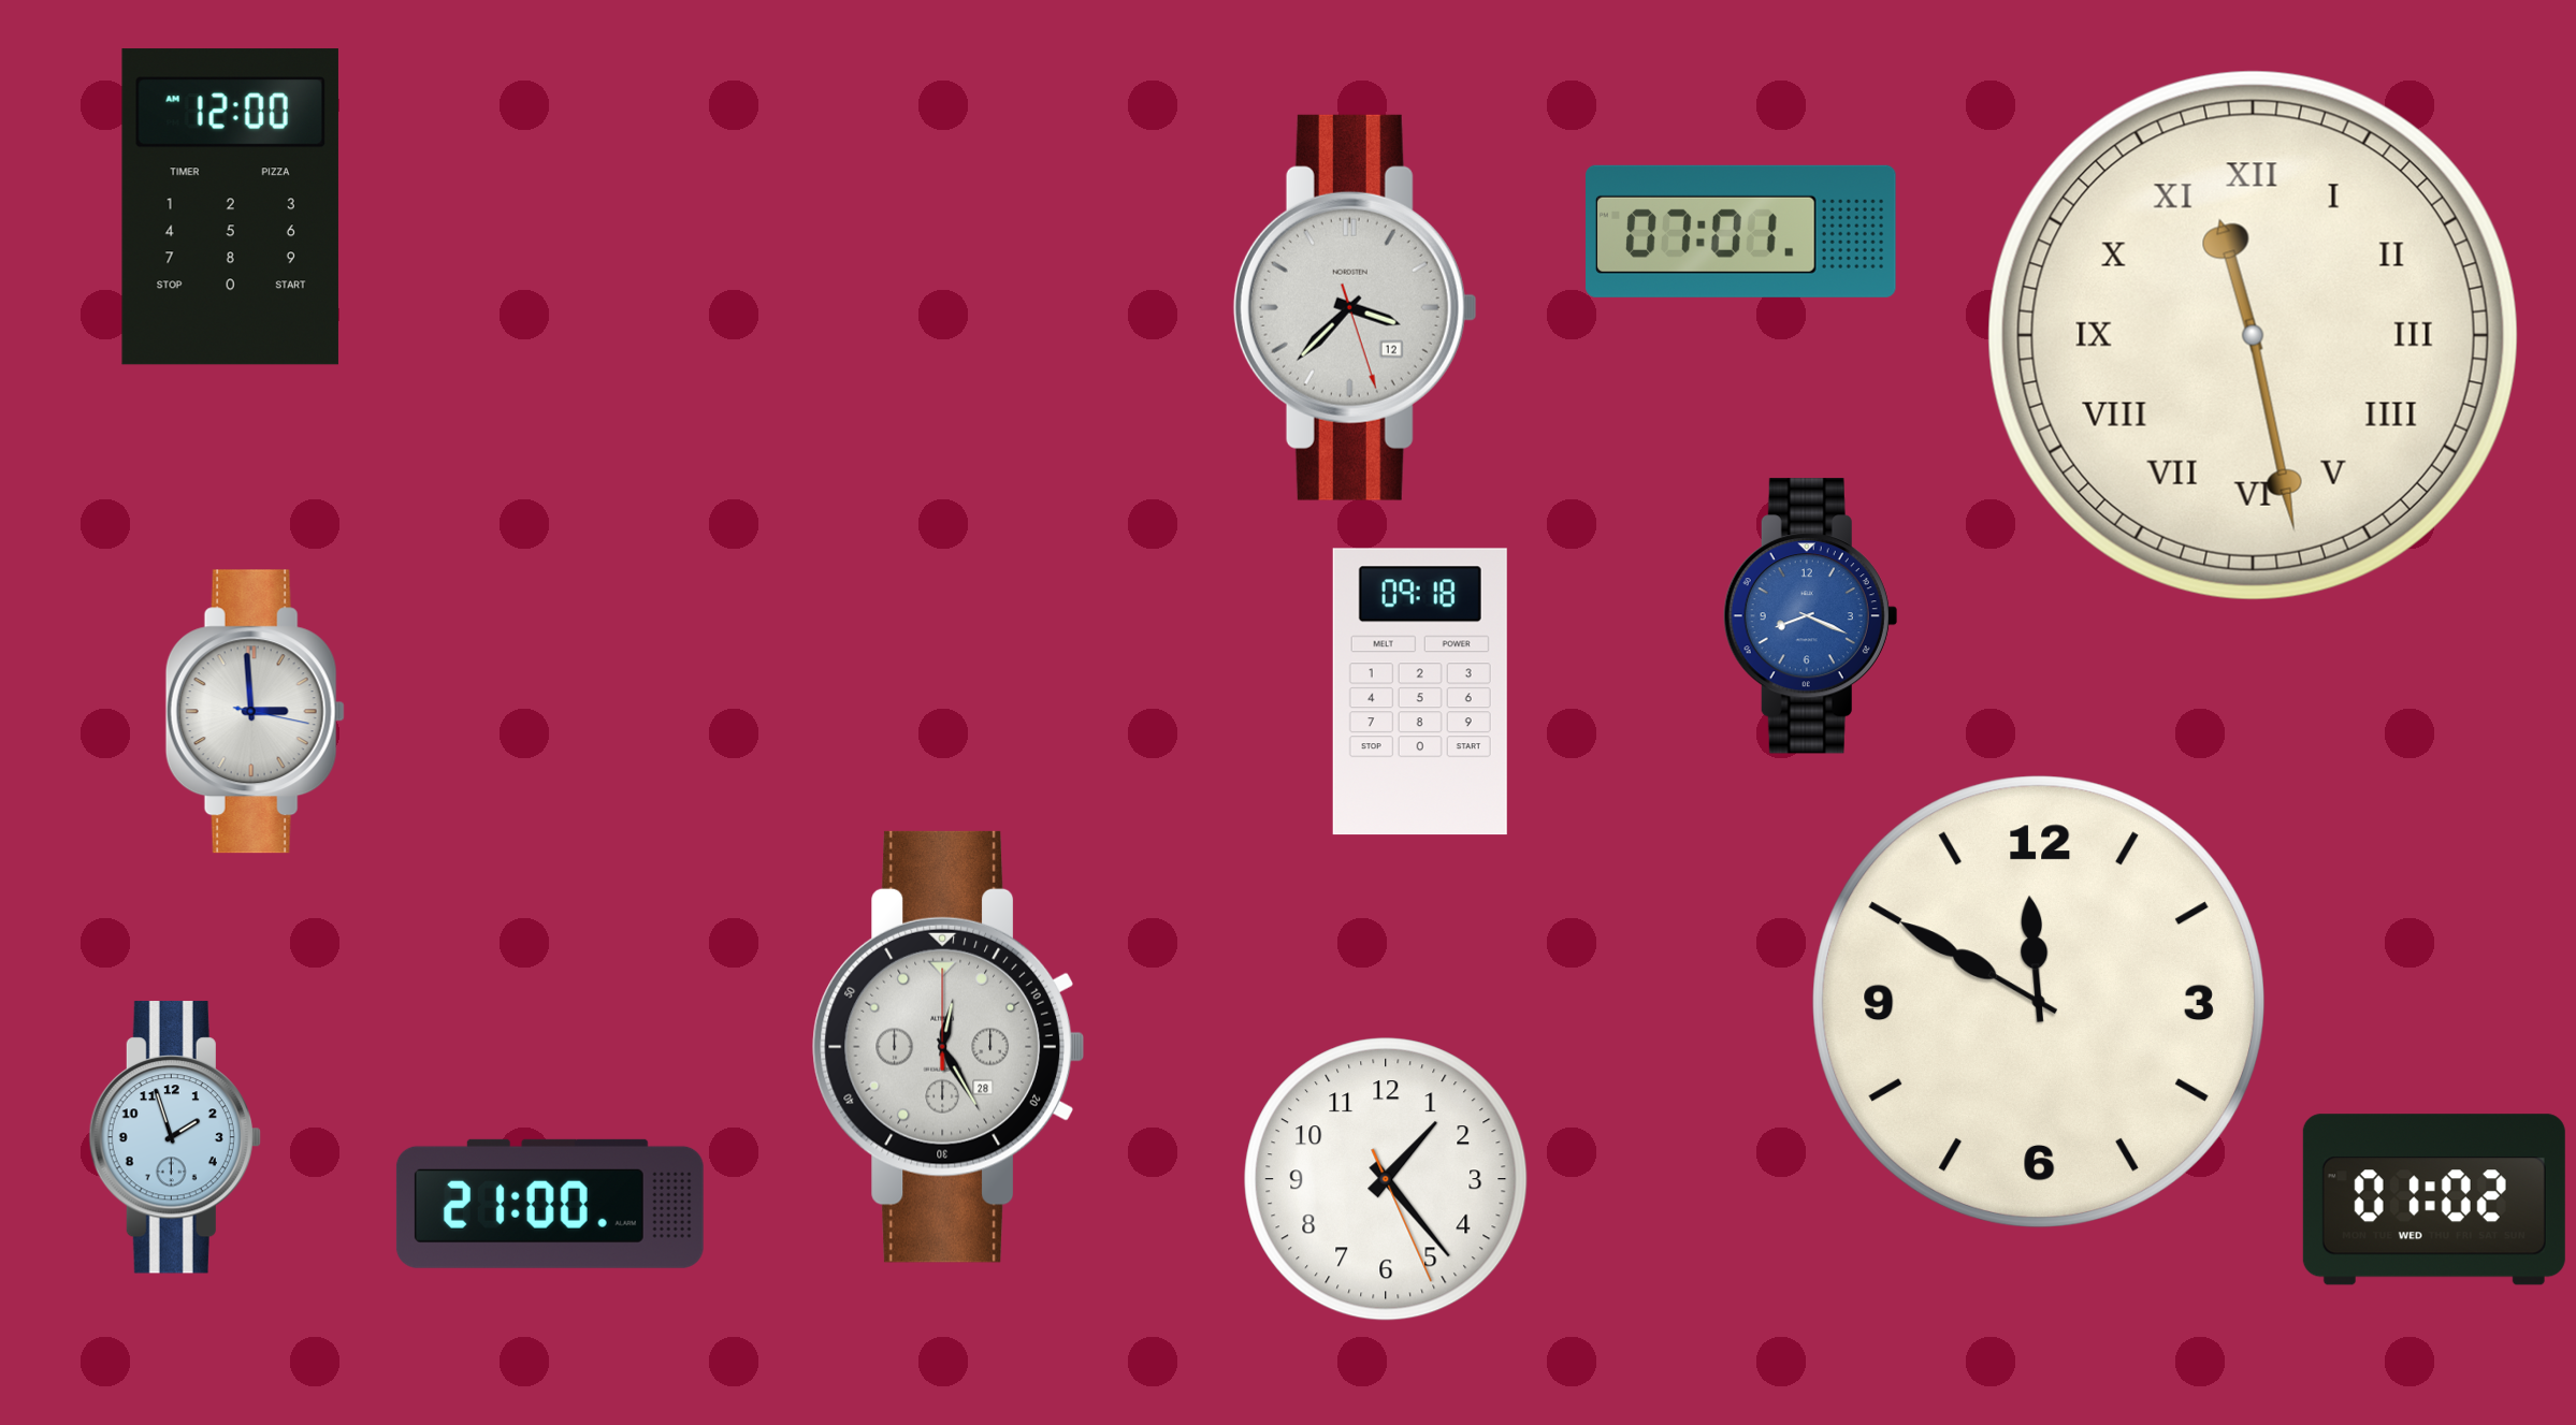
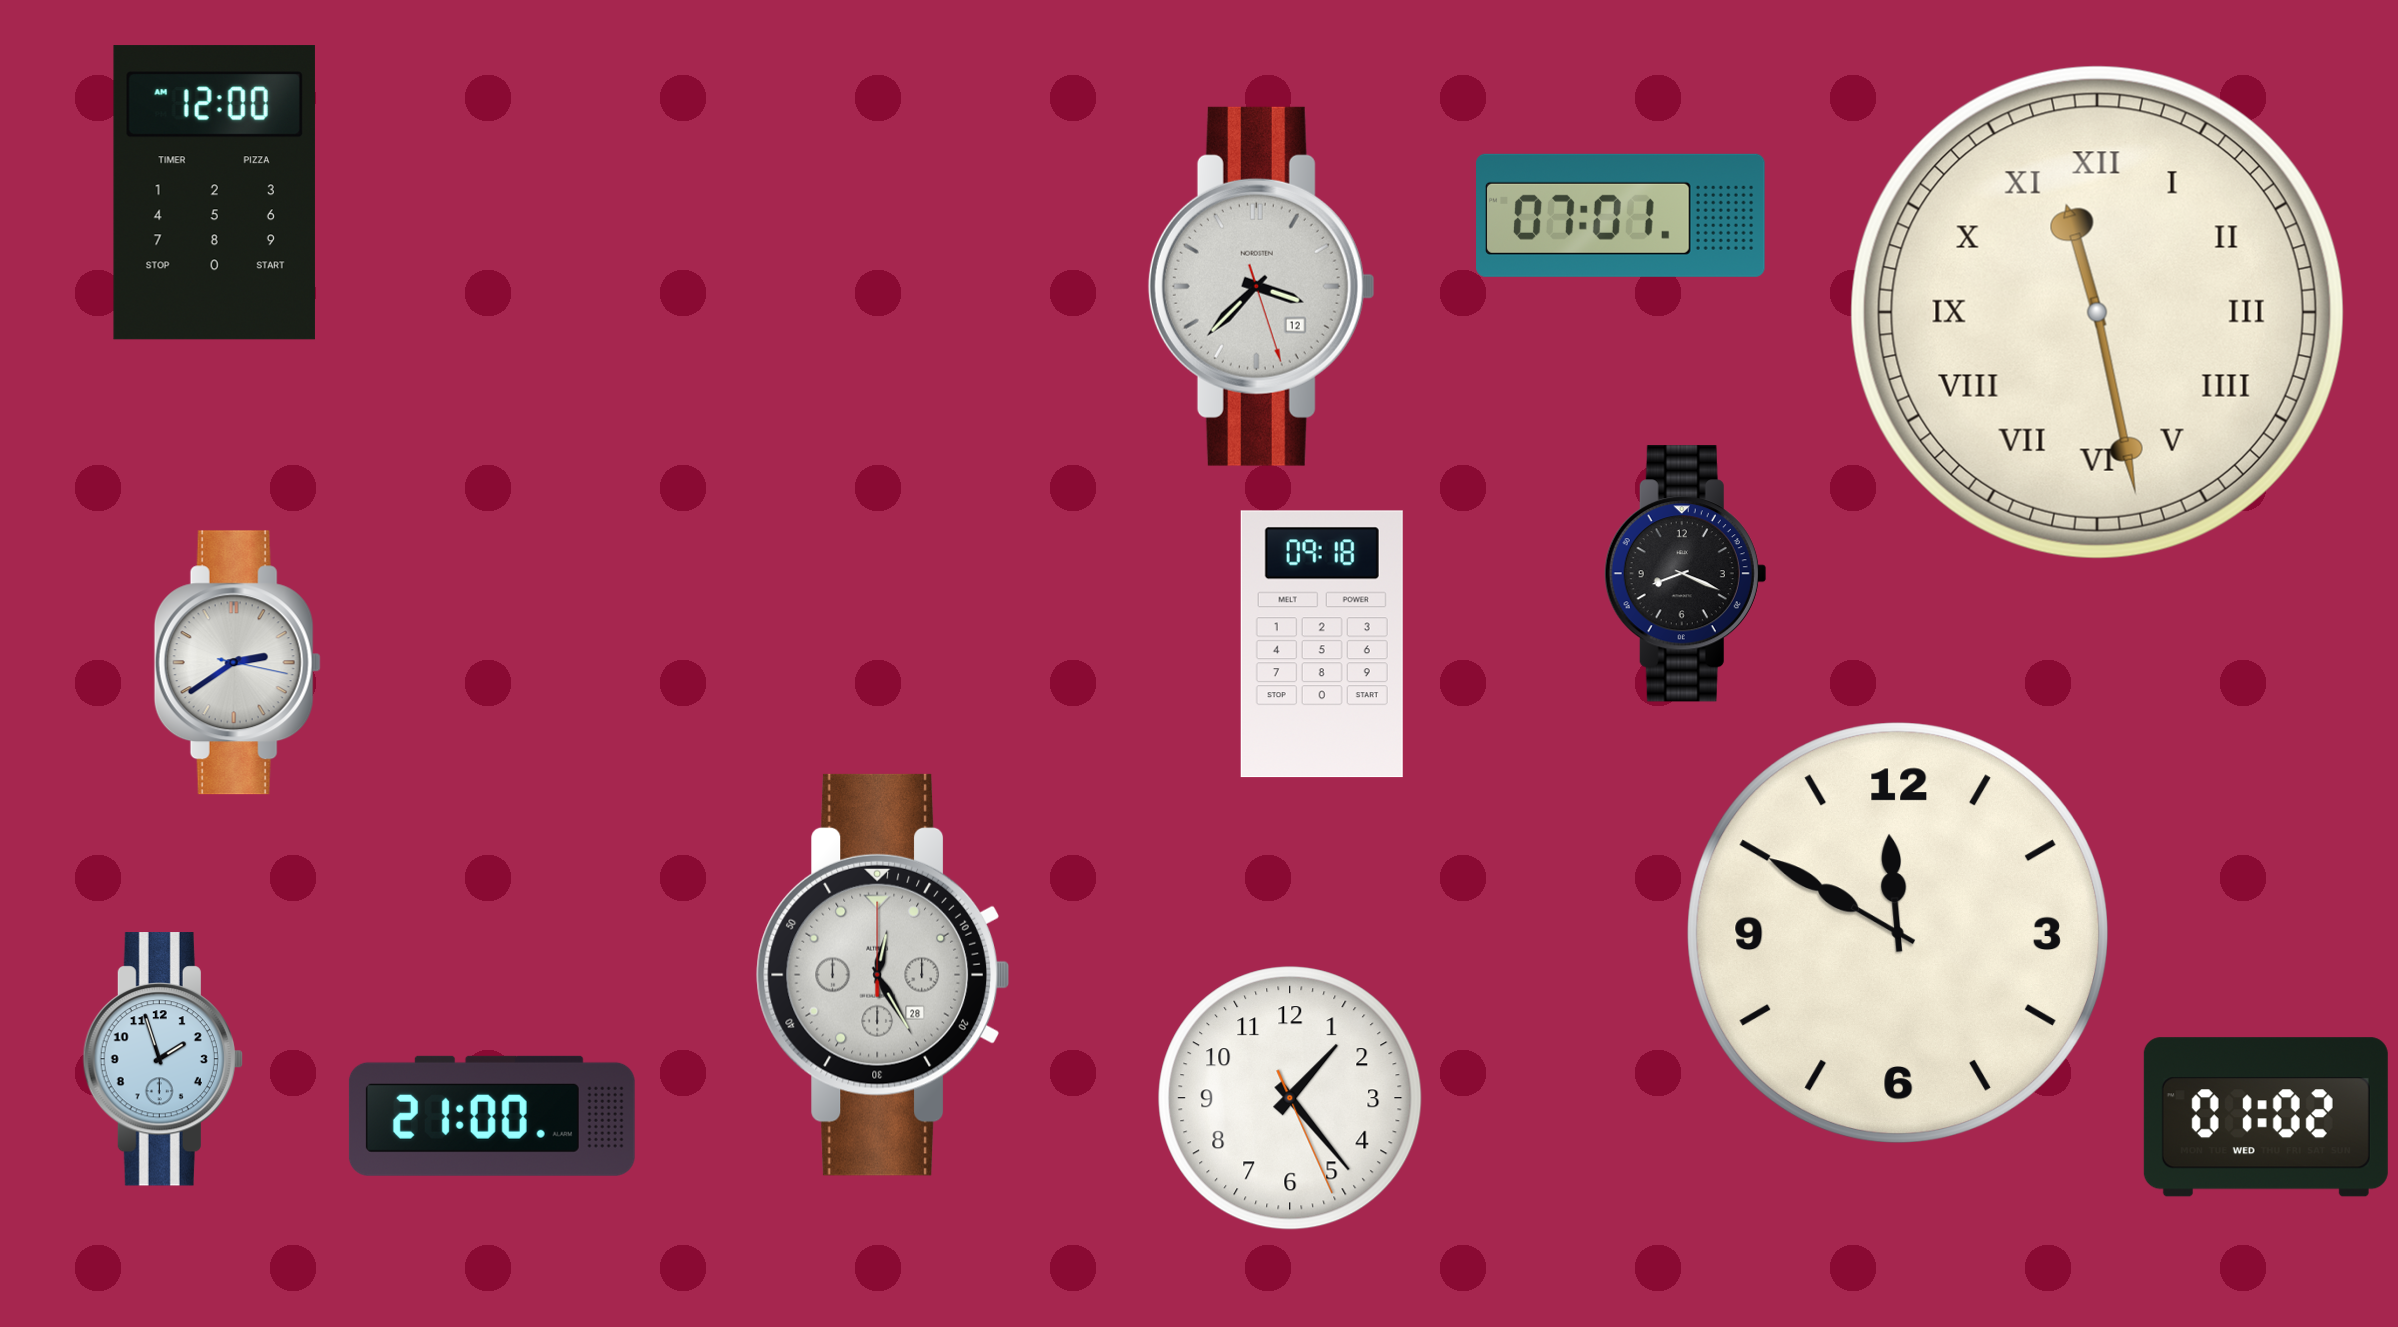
clock at (1810, 616) dial: blue -> black
clock at (255, 712): 2:59 -> 2:39
clock at (550, 1204) position: (550, 1204) -> (492, 1116)
